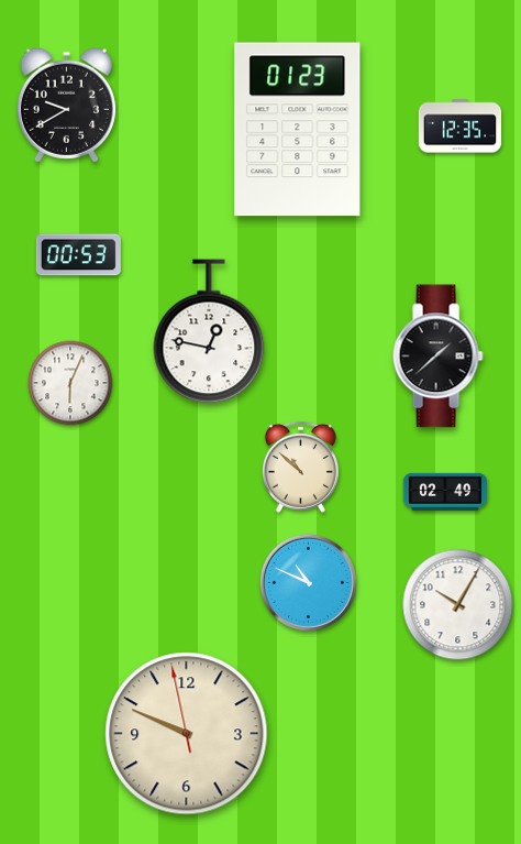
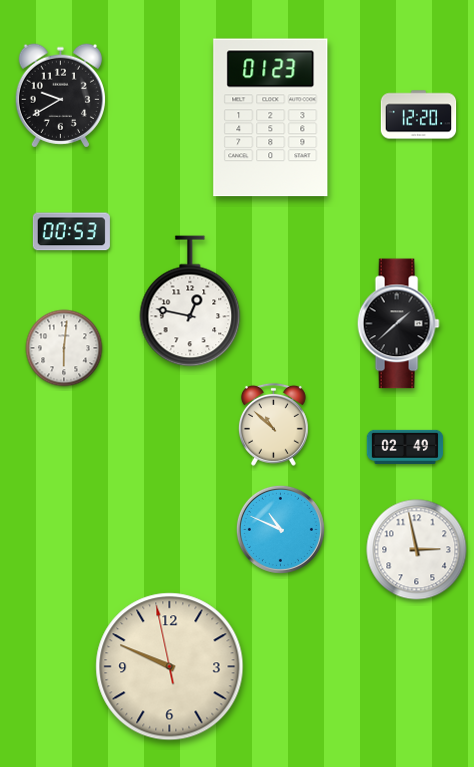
clock at (461, 127): 12:35 -> 12:20
clock at (70, 383): 6:04 -> 6:01
clock at (458, 605): 10:05 -> 2:58
